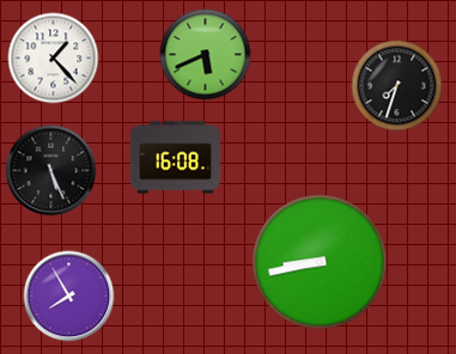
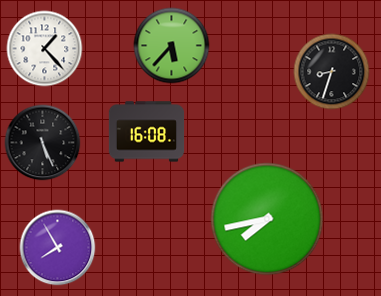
clock at (206, 55): 5:41 -> 5:37
clock at (397, 86): 7:33 -> 8:33
clock at (320, 262): 8:43 -> 7:43
